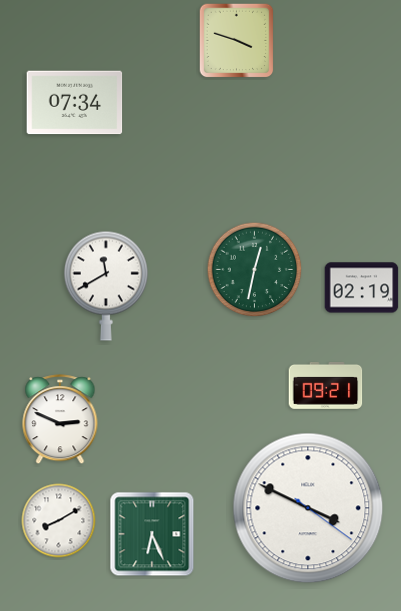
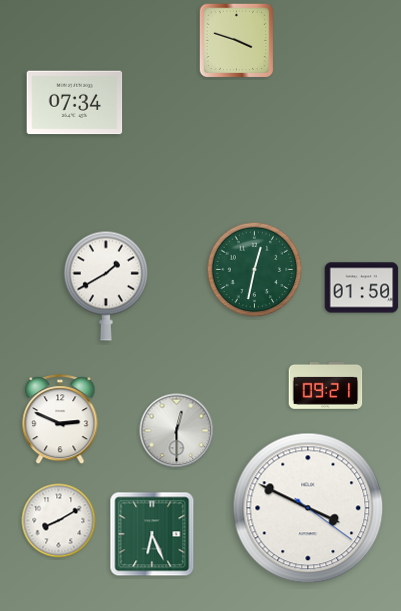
clock at (106, 286): 11:40 -> 1:40
clock at (362, 288): 02:19 -> 01:50
clock at (177, 431): none -> 12:30
